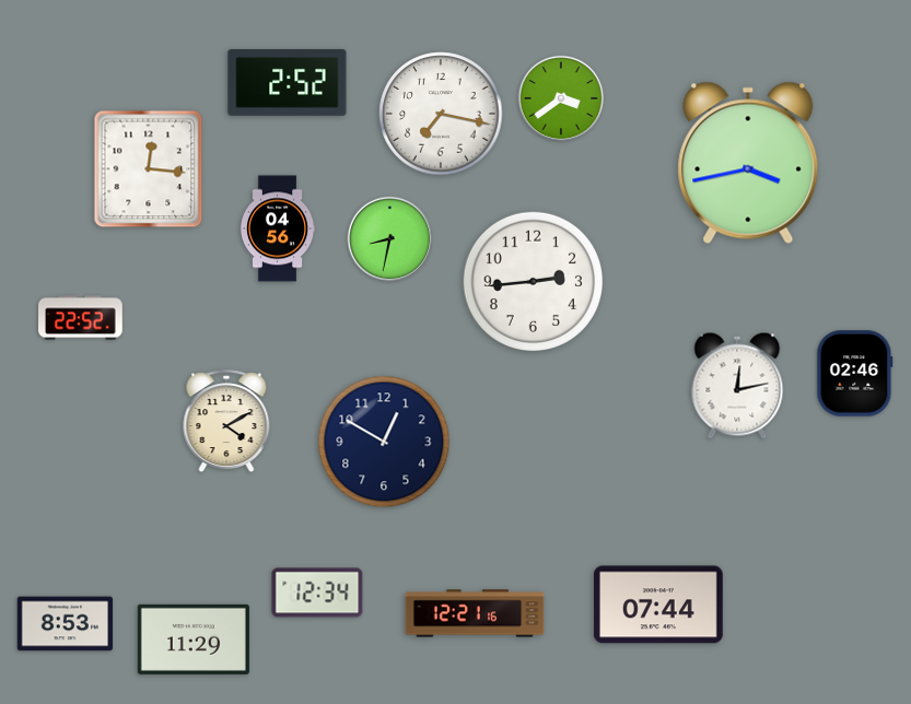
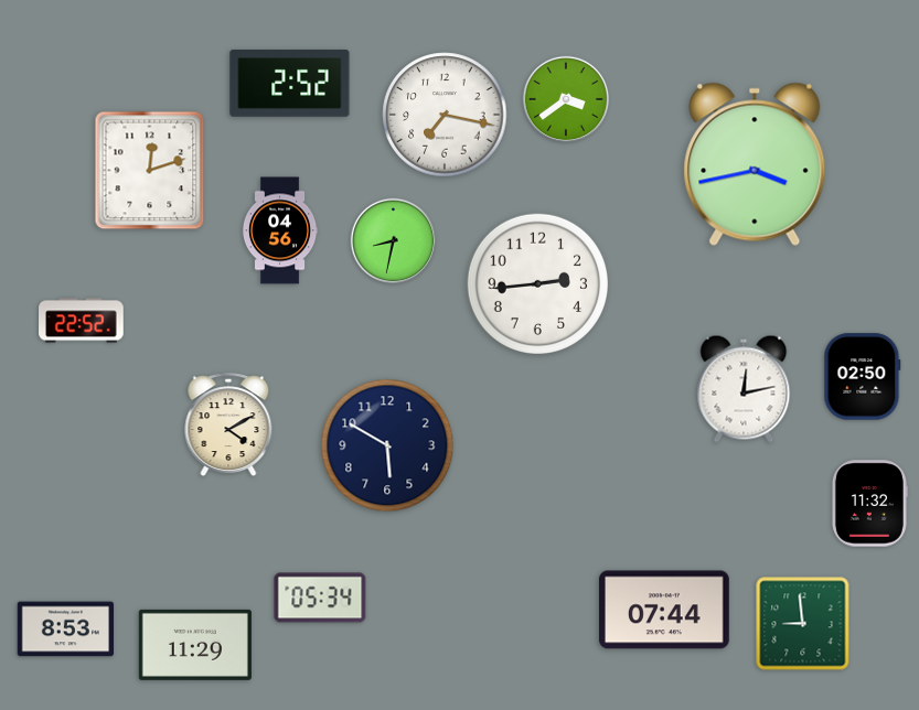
clock at (149, 169): 12:16 -> 12:12
clock at (855, 374): 02:46 -> 02:50
clock at (384, 442): 12:50 -> 5:50
clock at (869, 504): none -> 11:32
clock at (317, 592): 12:34 -> 05:34
clock at (475, 613): 12:21 -> none
clock at (803, 624): none -> 8:59
